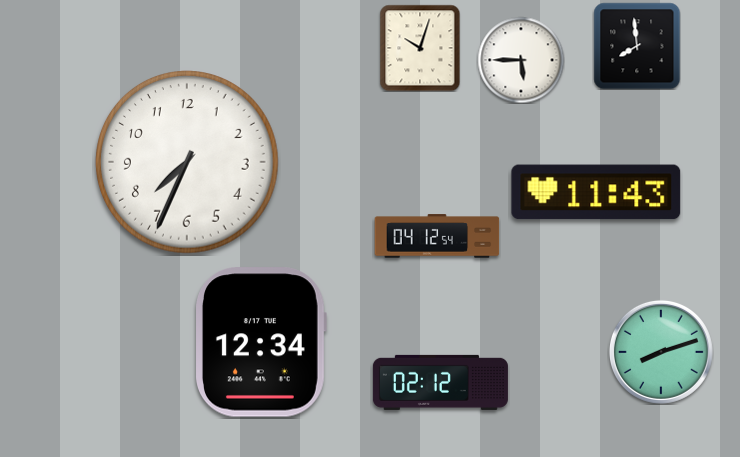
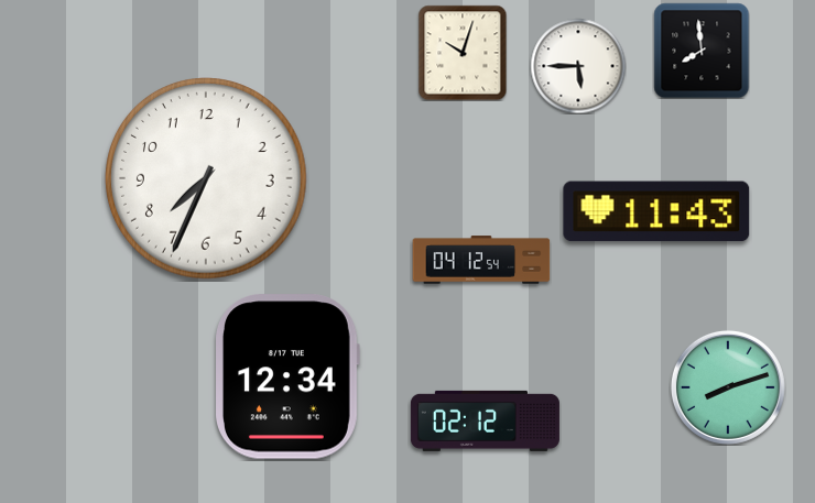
clock at (521, 60) position: (521, 60) -> (578, 66)
